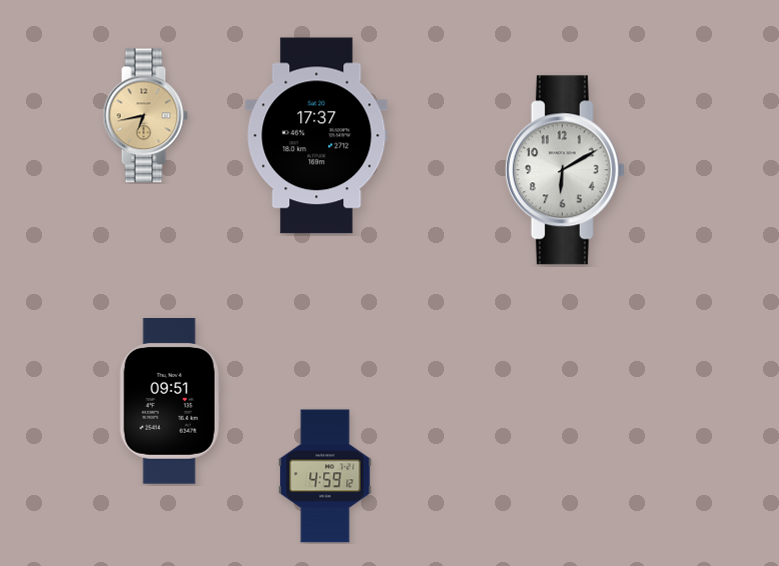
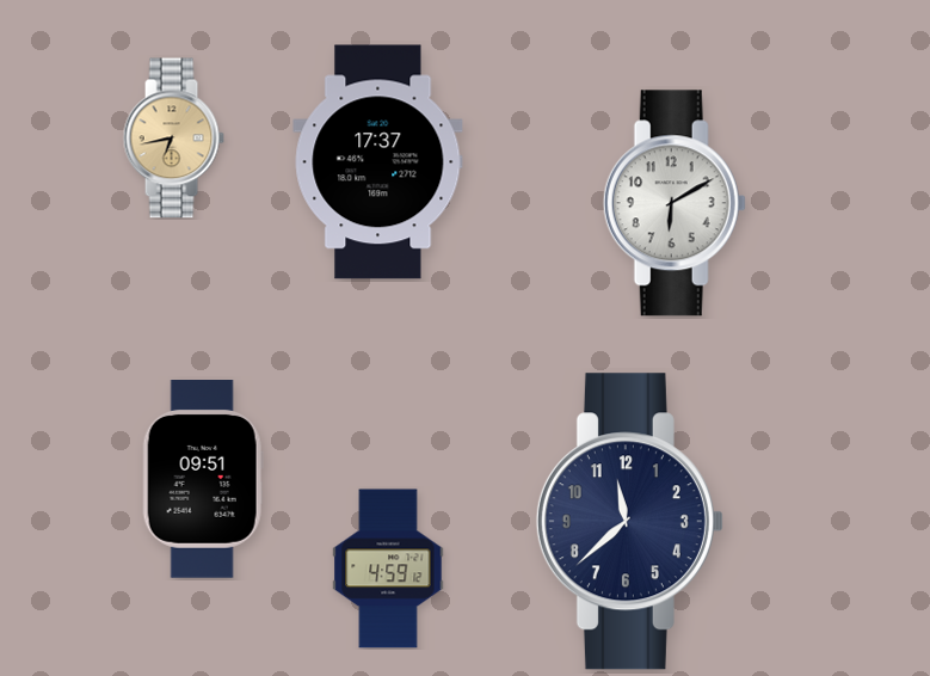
clock at (629, 522): none -> 11:38
